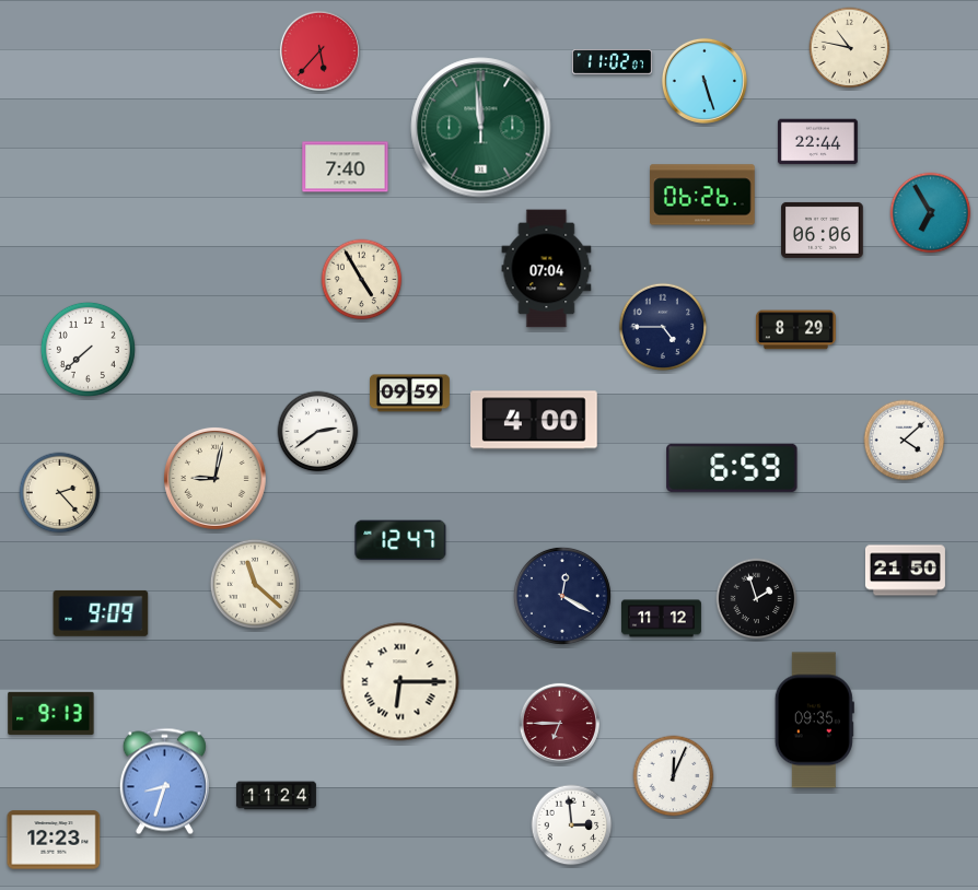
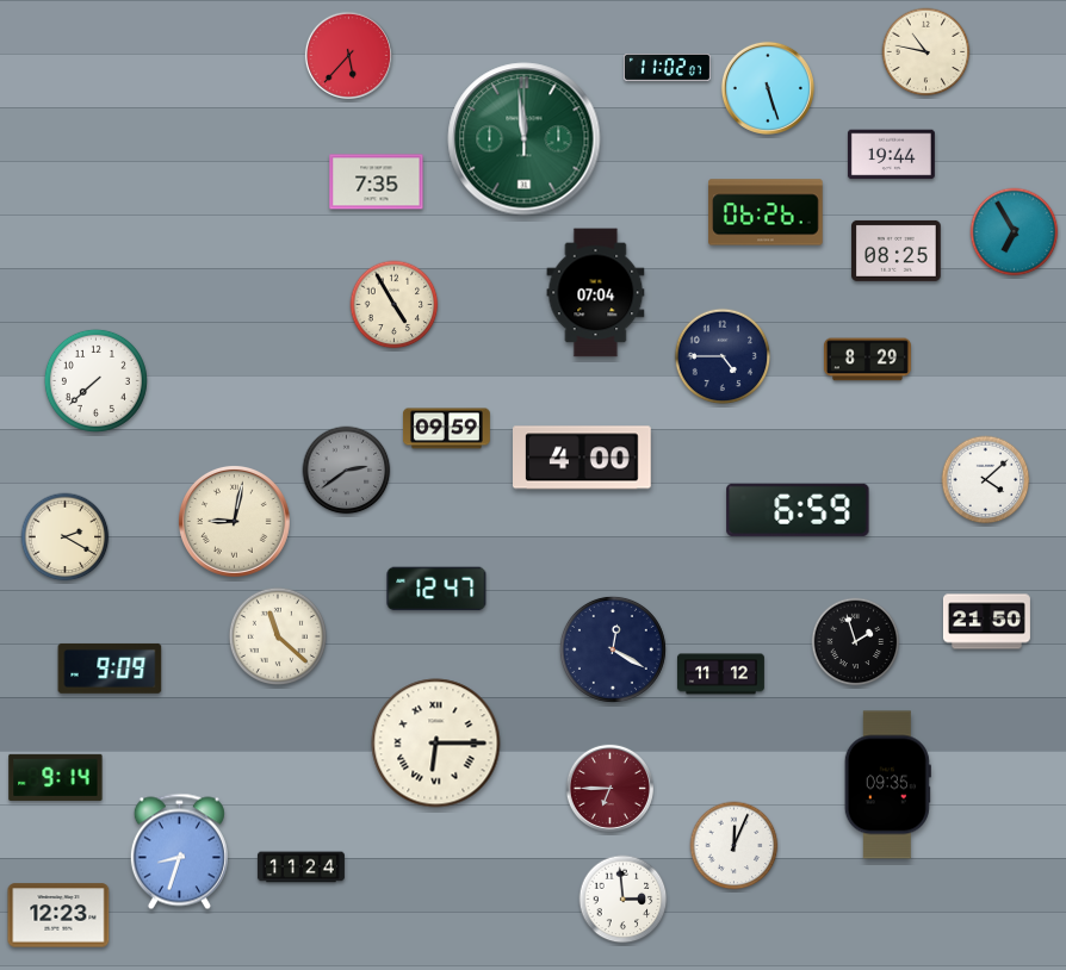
clock at (817, 142): 22:44 -> 19:44
clock at (346, 167): 7:40 -> 7:35
clock at (823, 230): 06:06 -> 08:25
clock at (318, 432) dial: white -> grey
clock at (60, 493): 2:23 -> 2:20
clock at (757, 599) position: (757, 599) -> (856, 642)
clock at (51, 713): 9:13 -> 9:14
